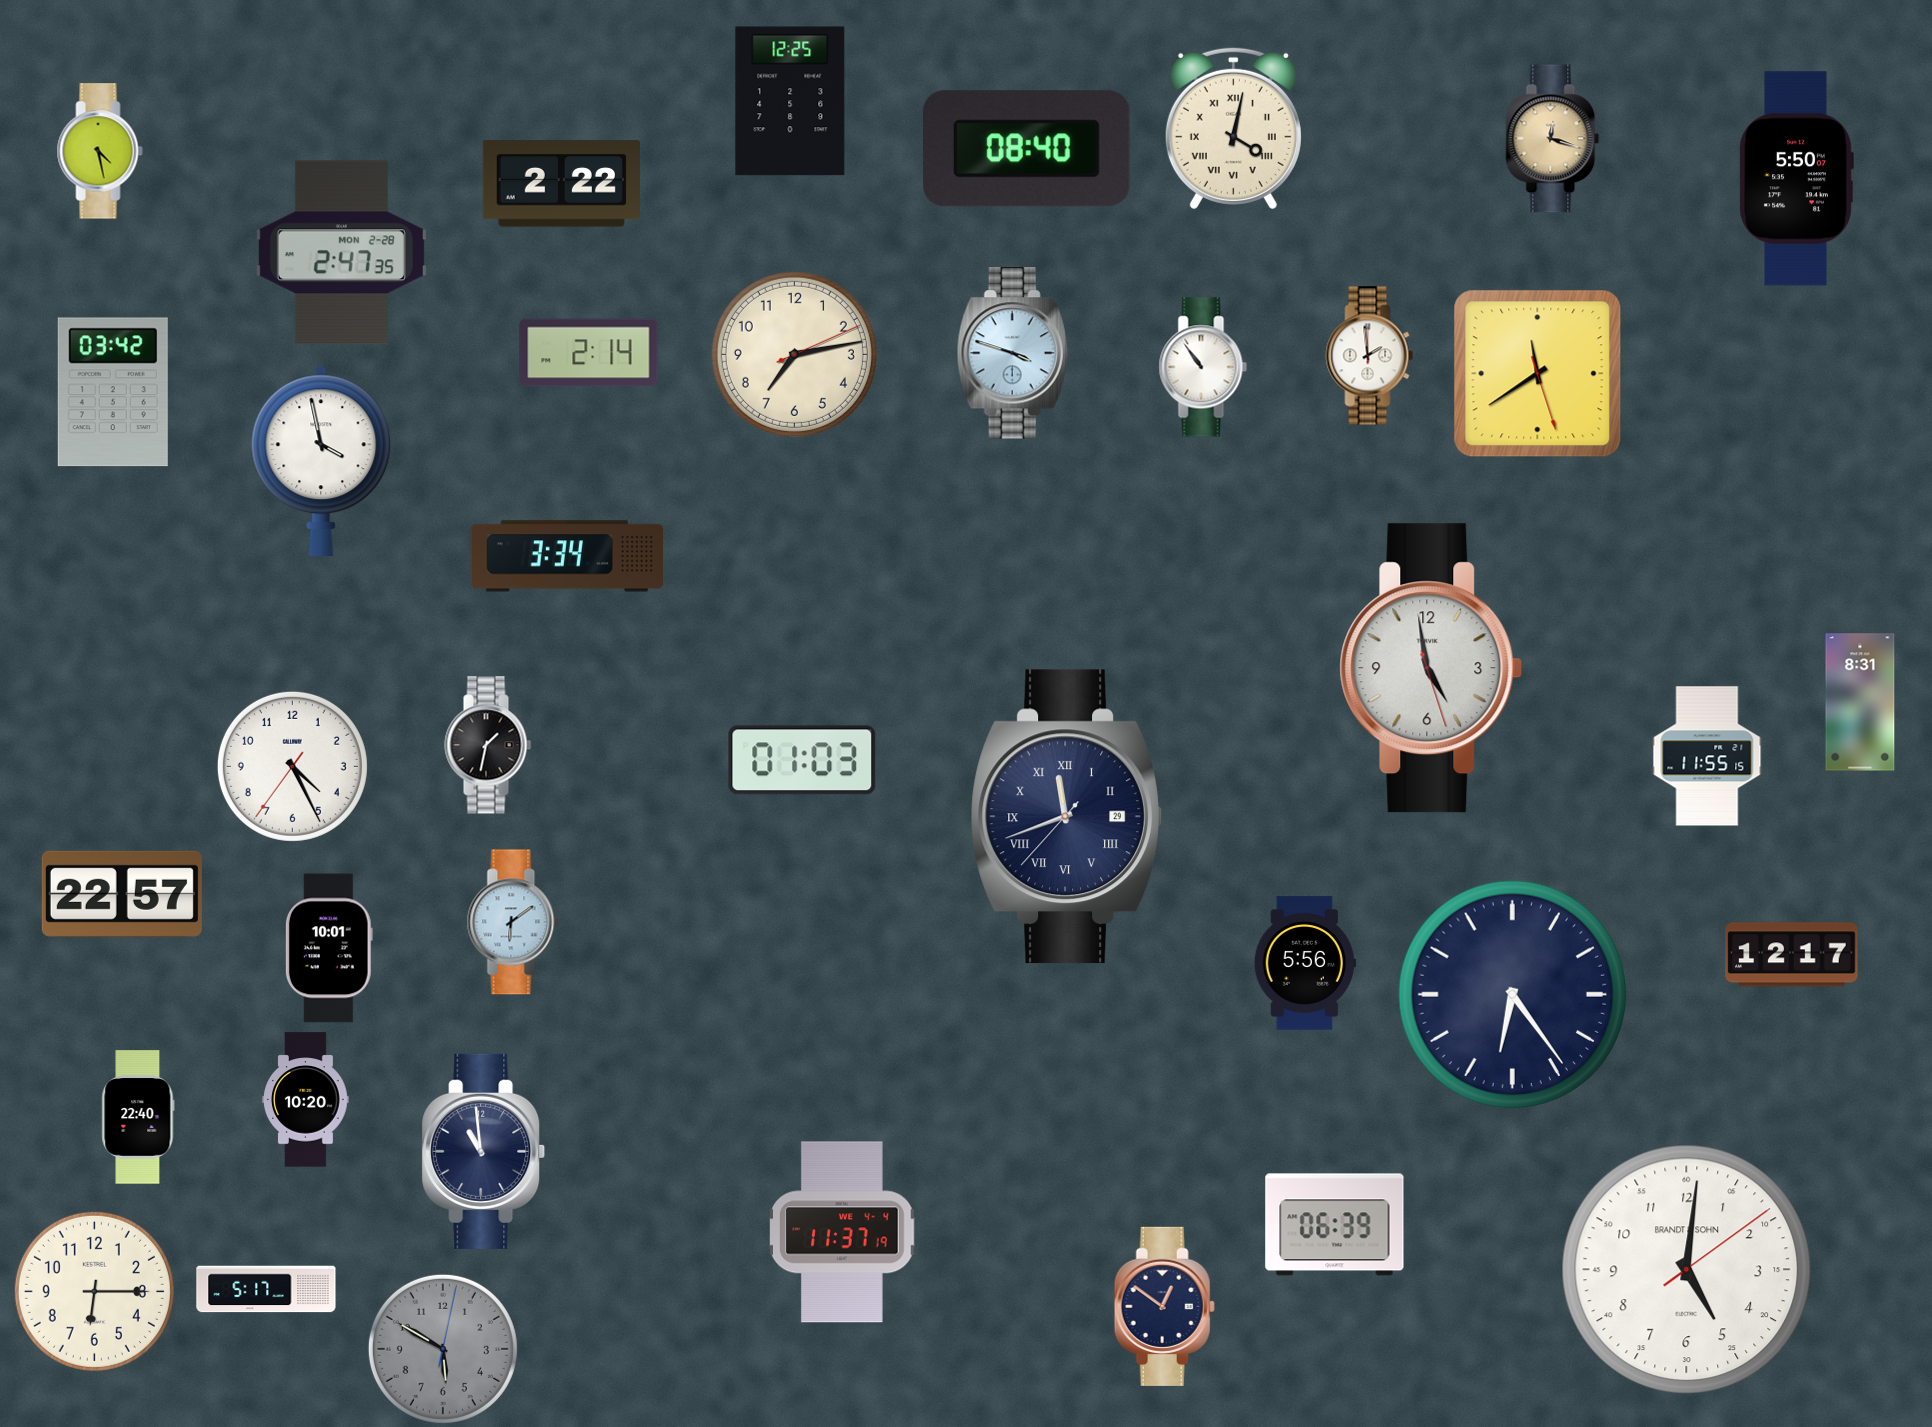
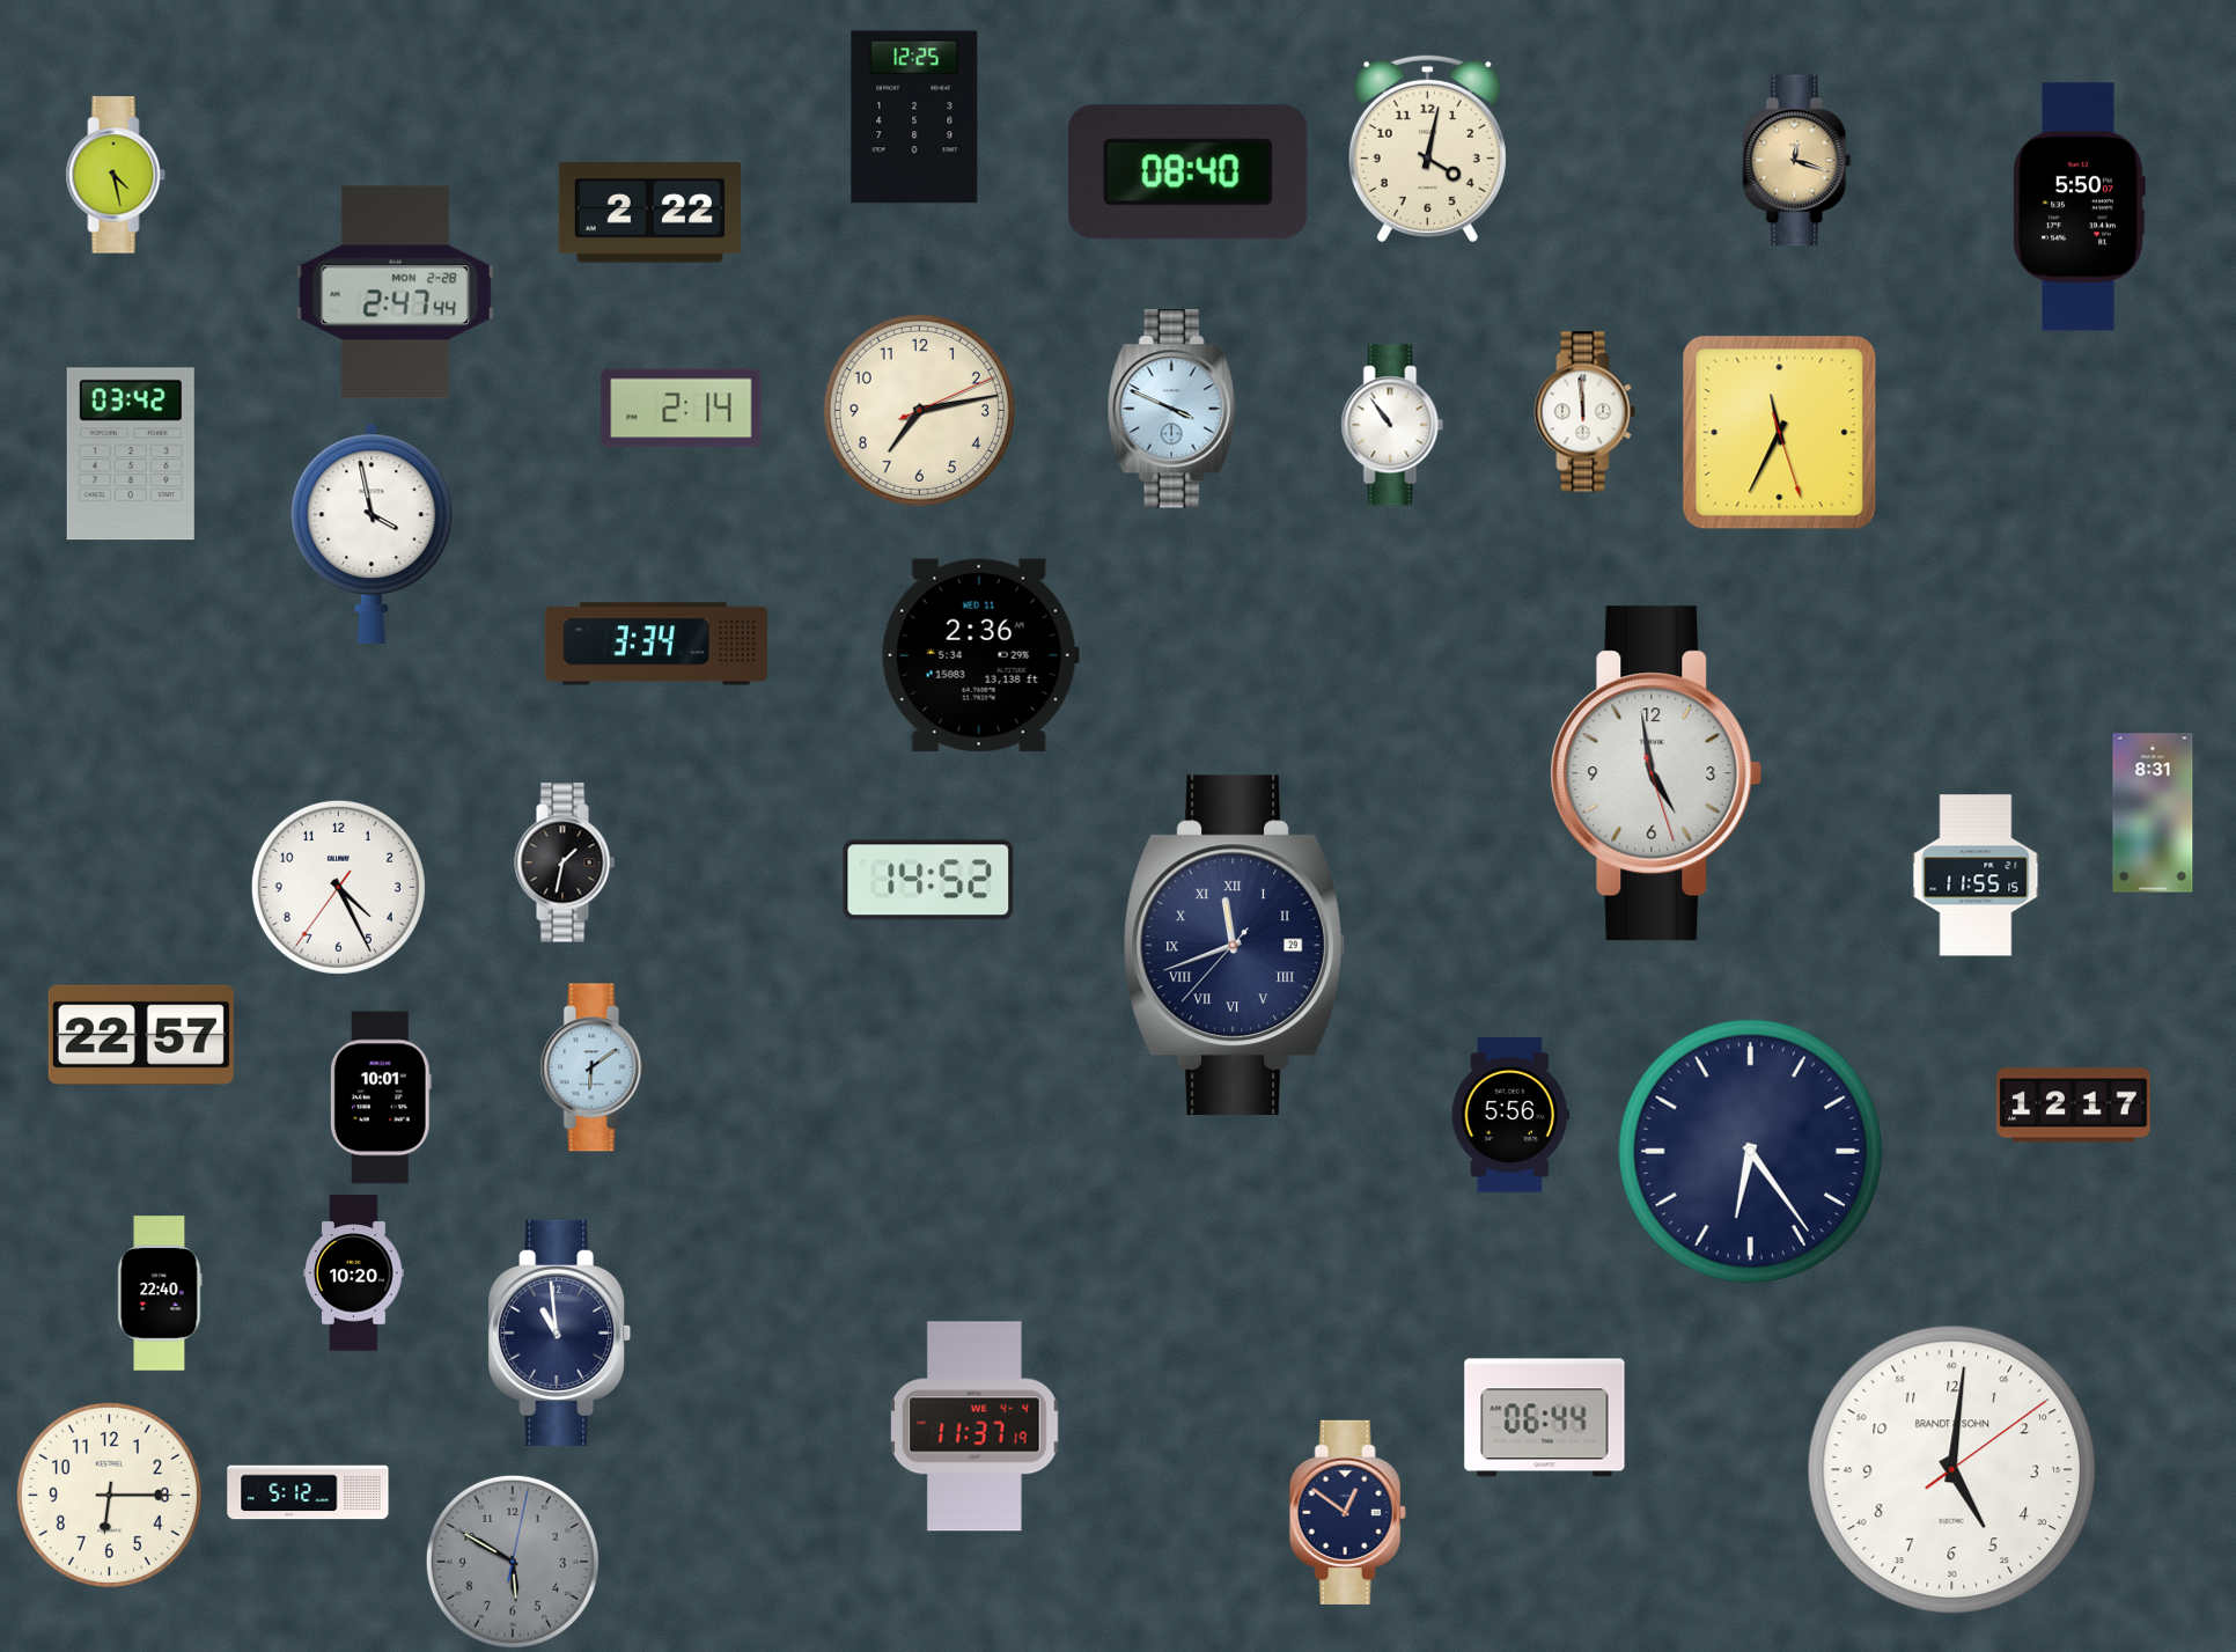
clock at (1233, 128) numerals: Roman -> Arabic
clock at (341, 253): 2:47:35 -> 2:47:44
clock at (1013, 353): 3:48 -> 3:49
clock at (1370, 356): 1:59 -> 11:59
clock at (1538, 374): 11:39 -> 11:34
clock at (980, 655): none -> 2:36
clock at (802, 760): 01:03 -> 14:52
clock at (1335, 1225): 06:39 -> 06:44
clock at (266, 1289): 5:17 -> 5:12
